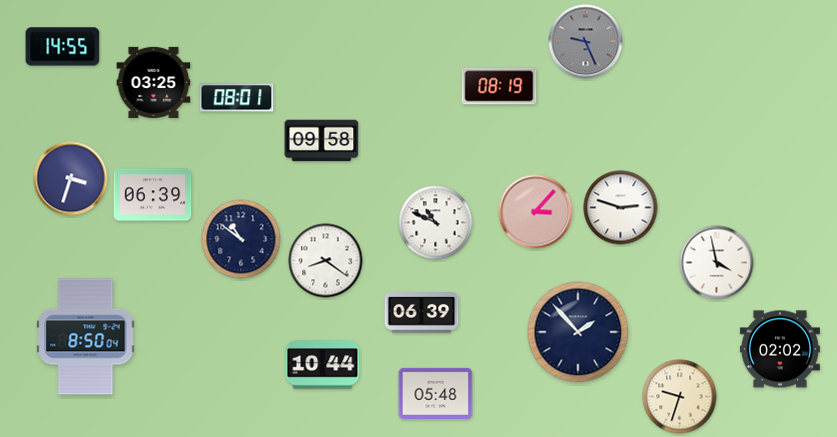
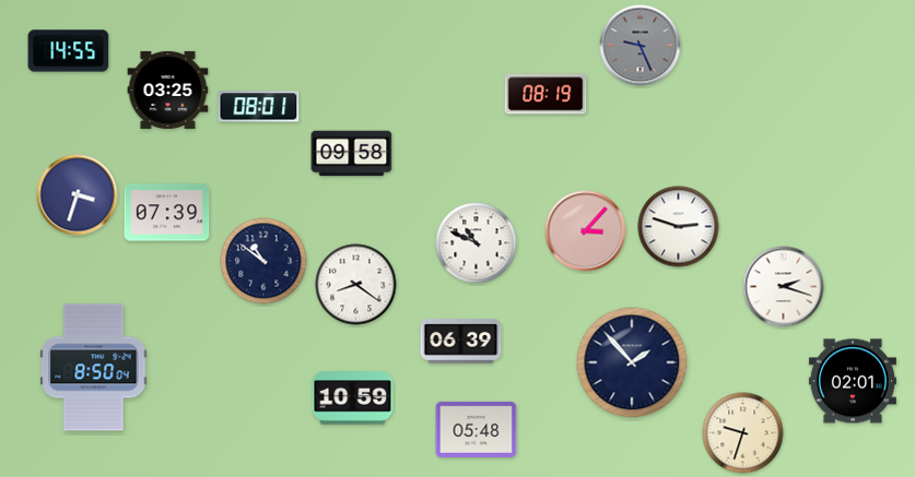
clock at (153, 195): 06:39 -> 07:39
clock at (717, 263): 3:58 -> 2:18
clock at (780, 349): 02:02 -> 02:01
clock at (323, 365): 10:44 -> 10:59
